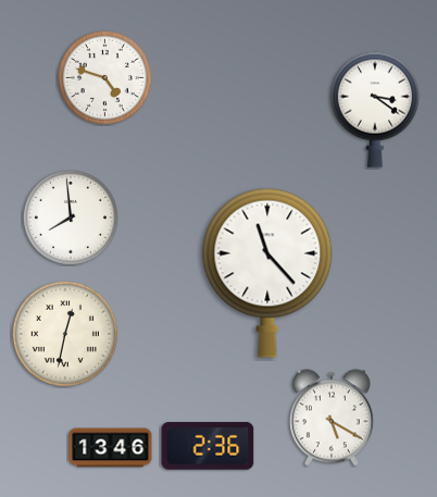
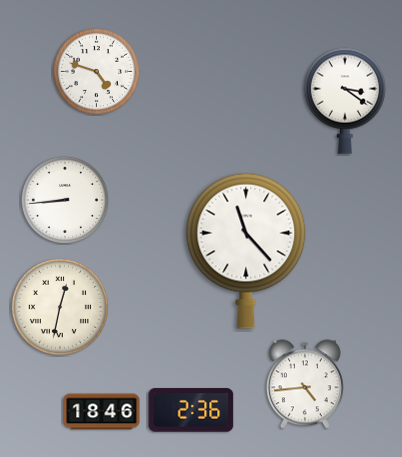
clock at (71, 218): 7:59 -> 8:44
clock at (332, 418): 5:20 -> 4:44
clock at (111, 448): 13:46 -> 18:46
